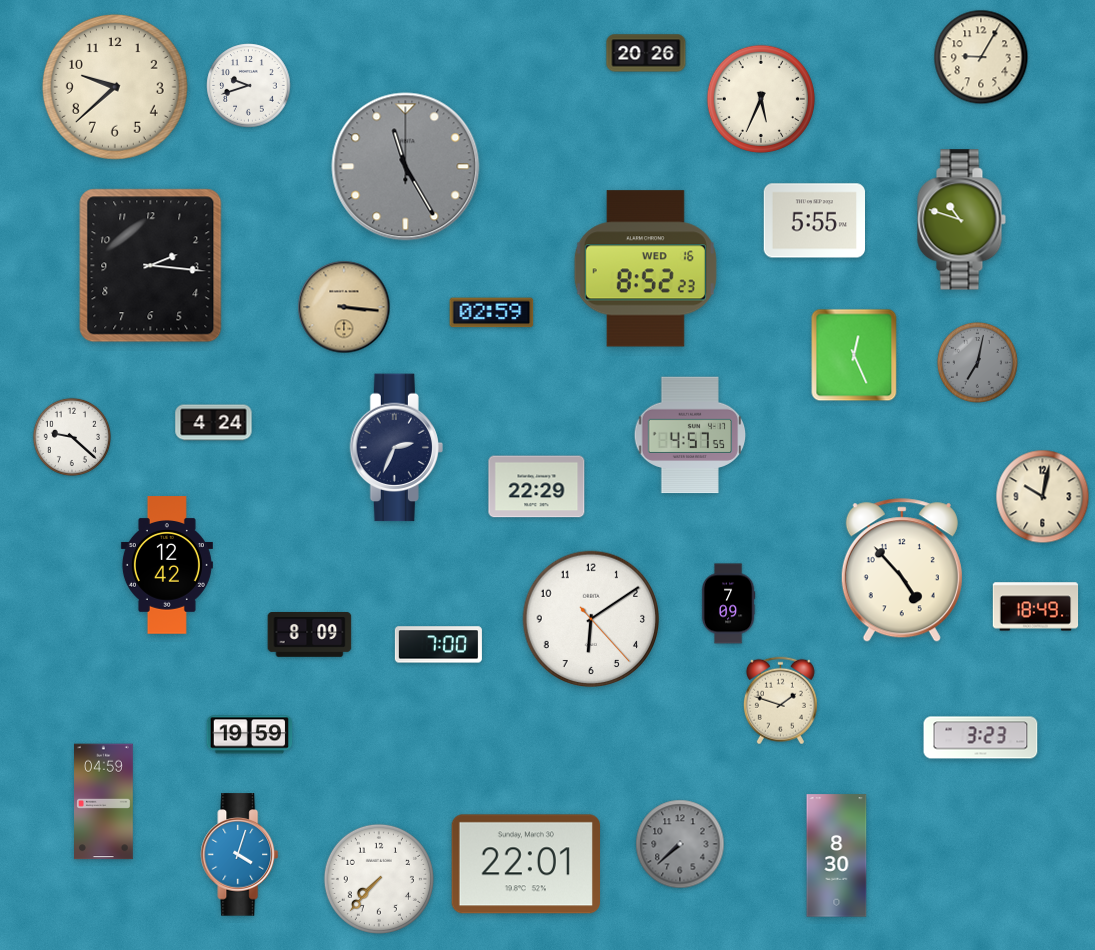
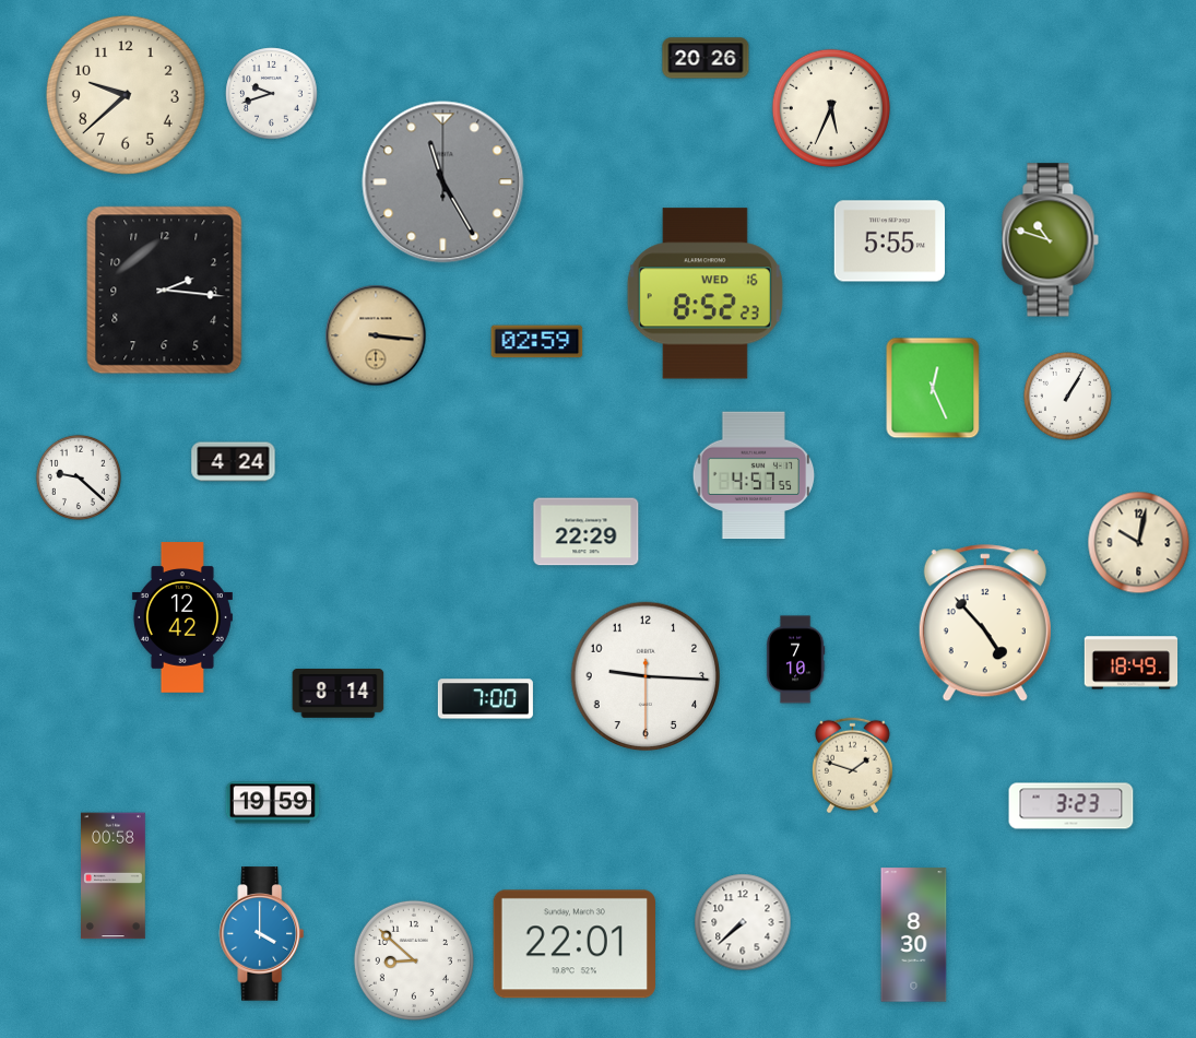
clock at (981, 57): 9:05 -> none
clock at (977, 362): 7:02 -> 1:05
clock at (977, 362) dial: grey -> white
clock at (396, 448): 2:34 -> none
clock at (728, 604): 7:09 -> 7:10
clock at (591, 619): 6:09 -> 9:15
clock at (310, 635): 8:09 -> 8:14
clock at (438, 645) position: (438, 645) -> (485, 699)
clock at (104, 802): 04:59 -> 00:58
clock at (680, 844) dial: grey -> white
clock at (240, 855): 4:03 -> 4:00
clock at (379, 879): 7:37 -> 8:52
